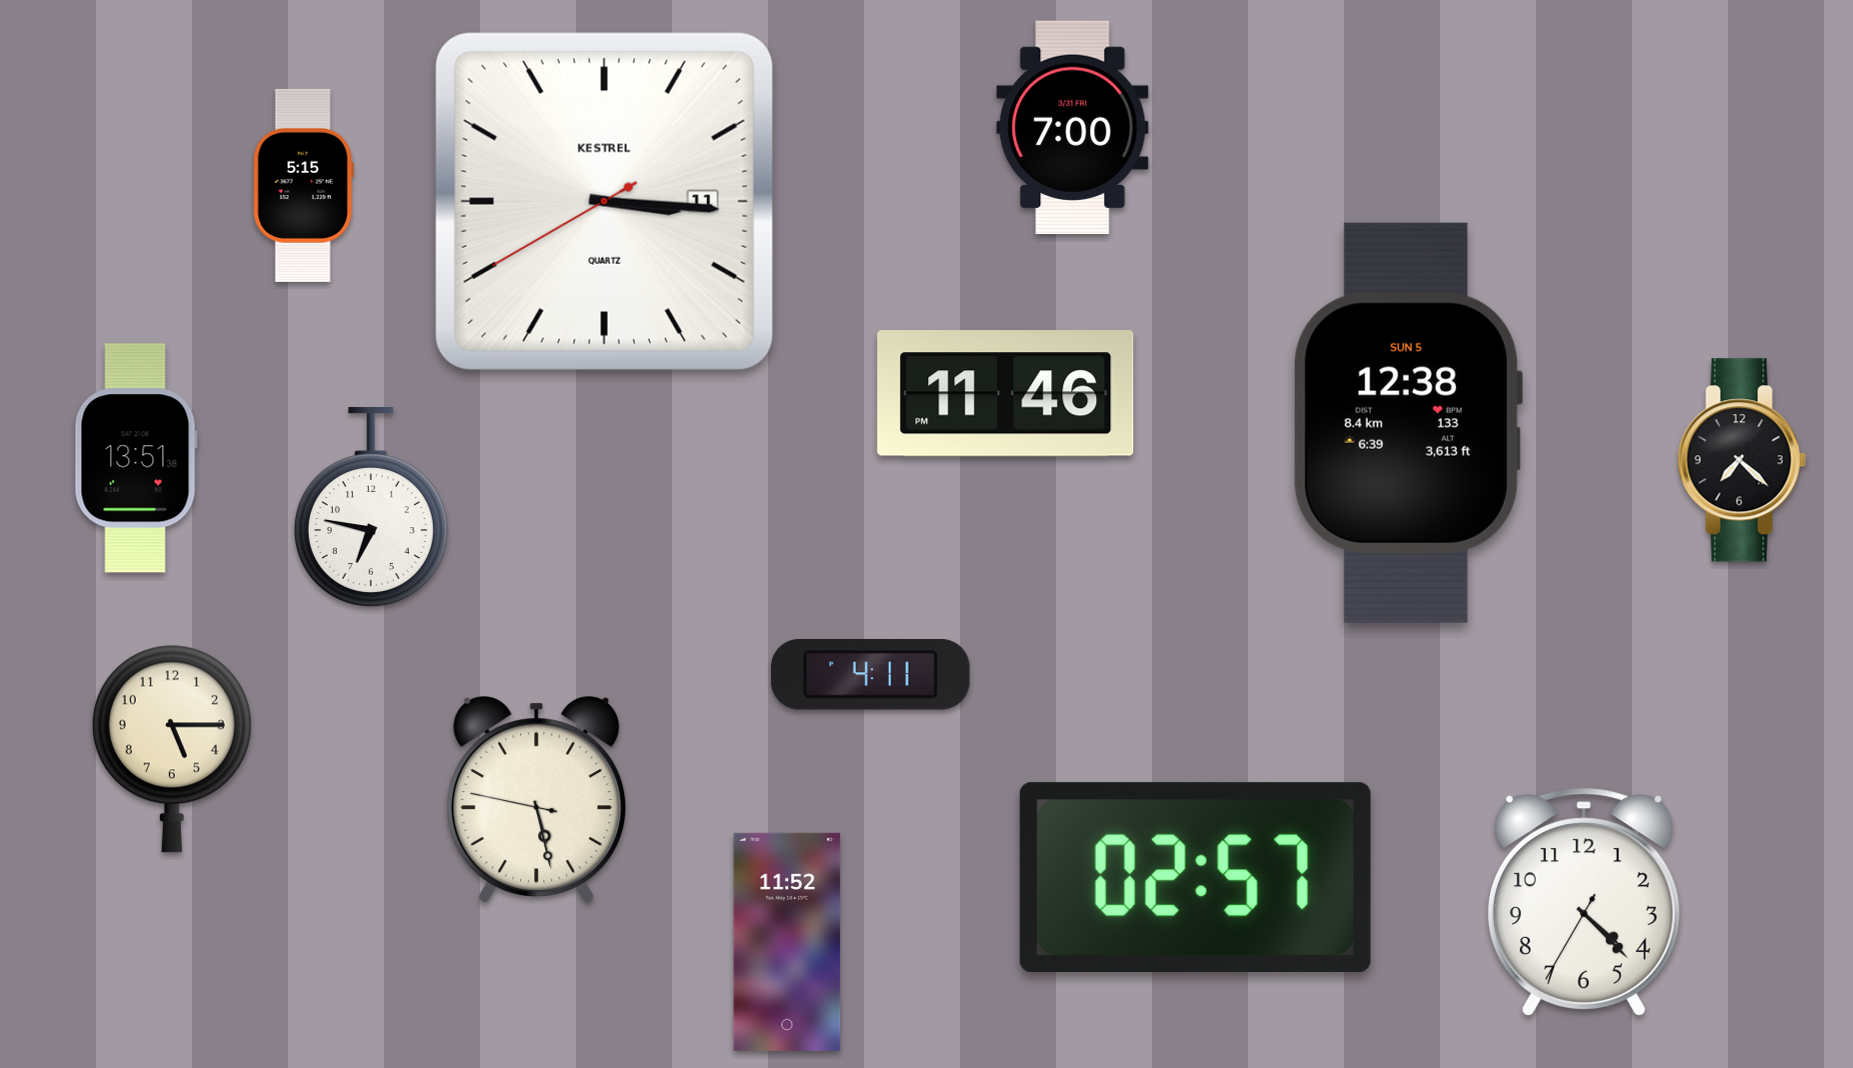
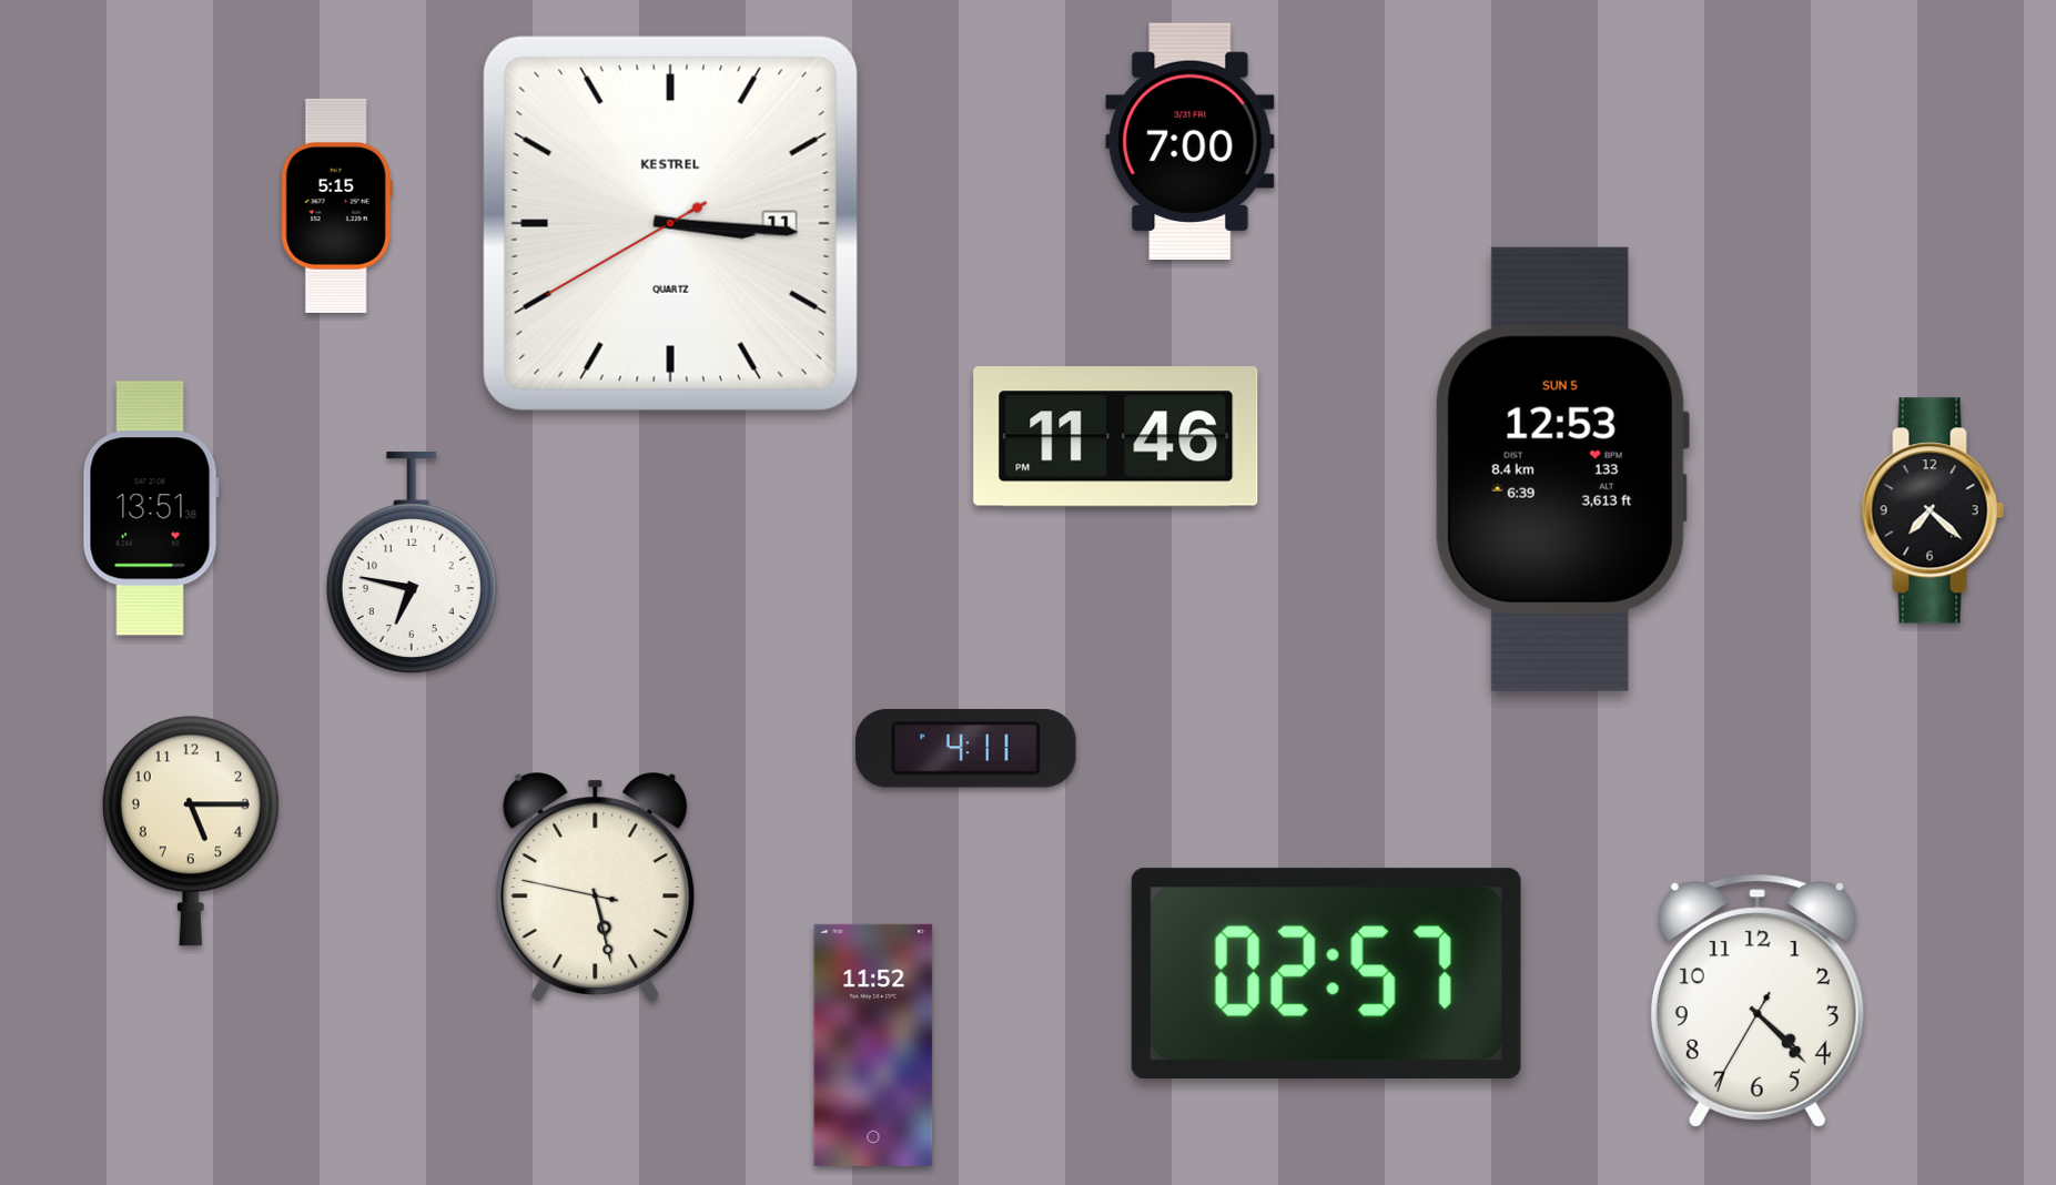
clock at (1407, 423): 12:38 -> 12:53
